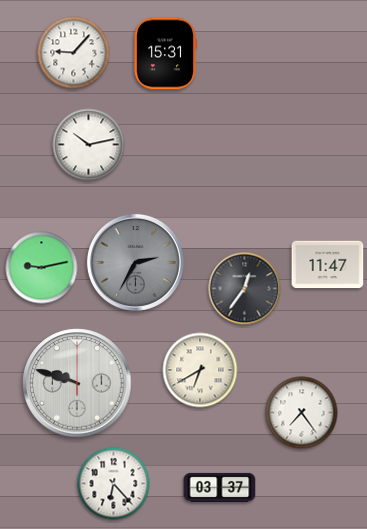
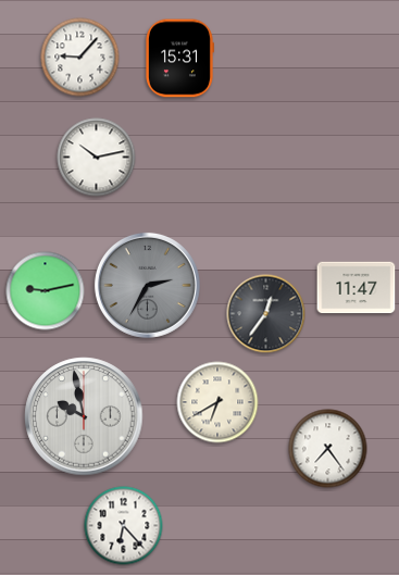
clock at (77, 383): 9:48 -> 9:58
clock at (220, 487): 03:37 -> none
